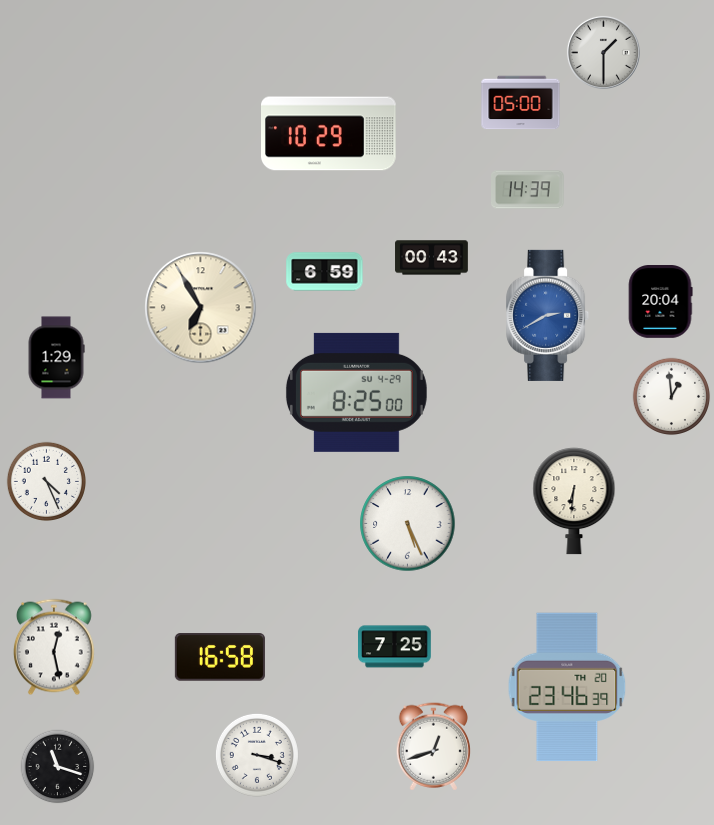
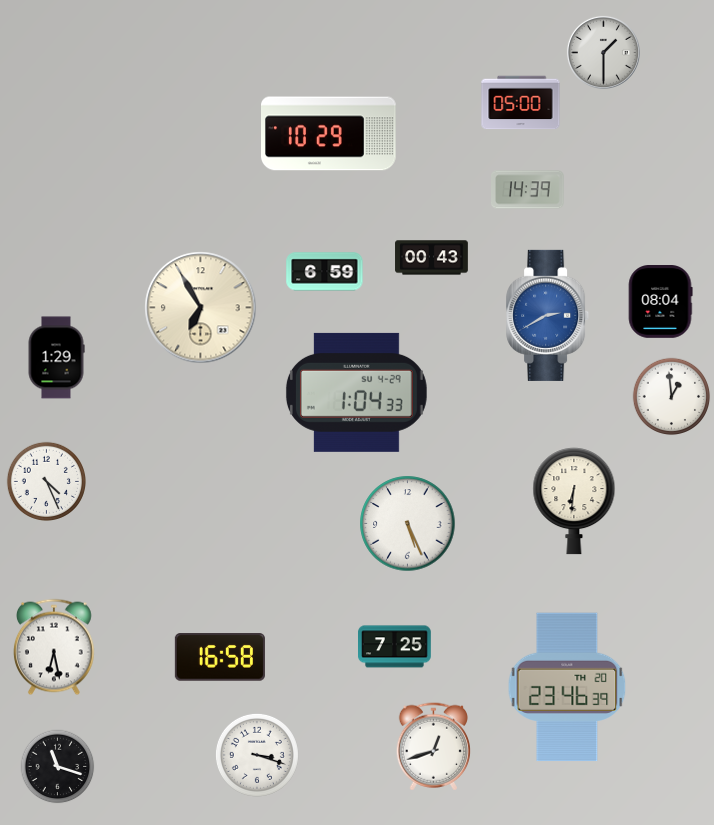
clock at (660, 302): 20:04 -> 08:04
clock at (356, 392): 8:25 -> 1:04
clock at (54, 647): 12:28 -> 6:28
